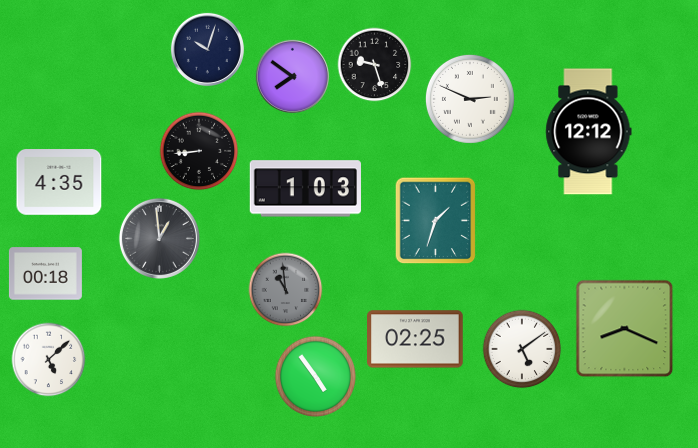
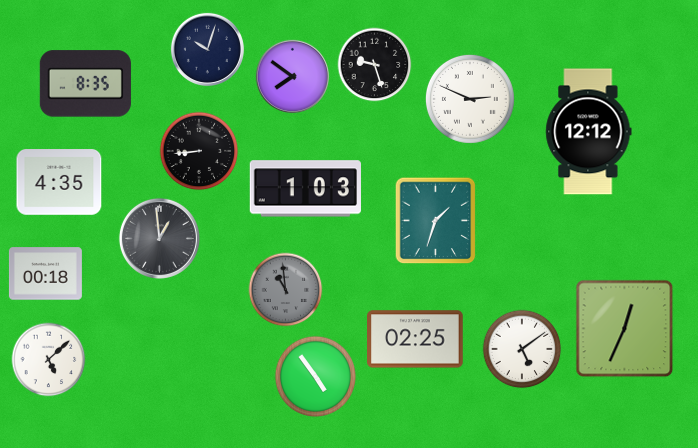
clock at (85, 84): none -> 8:35
clock at (625, 329): 8:19 -> 12:34
